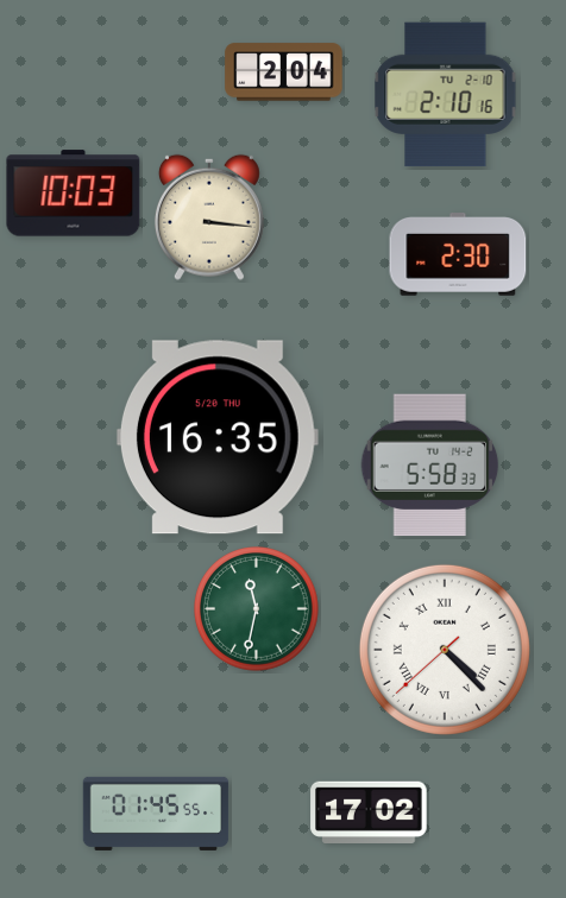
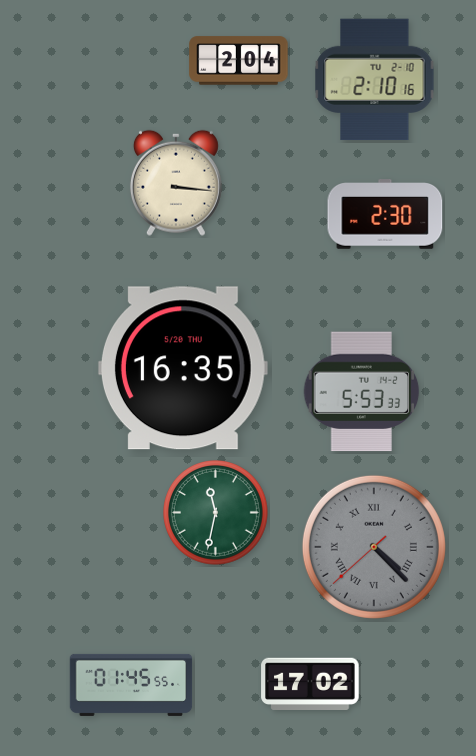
clock at (74, 194): 10:03 -> none
clock at (430, 466): 5:58 -> 5:53
clock at (445, 650) dial: white -> grey
